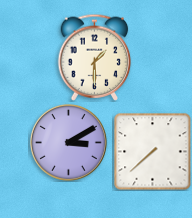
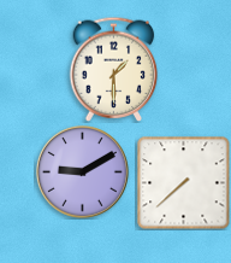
clock at (68, 142): 3:10 -> 9:10
